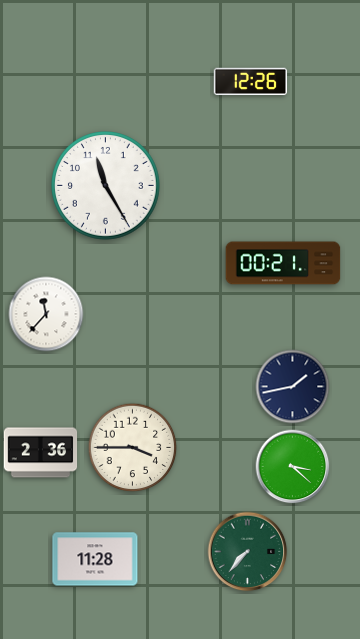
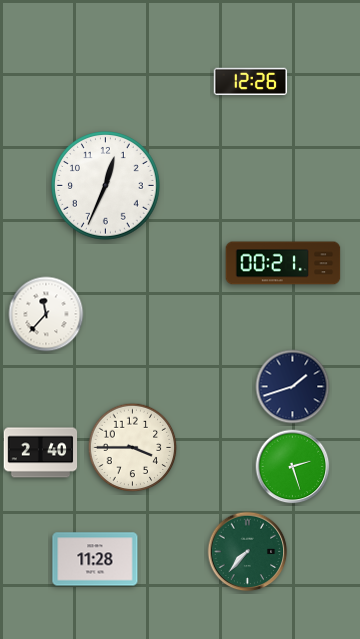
clock at (106, 186): 11:25 -> 12:34
clock at (293, 387): 1:43 -> 1:42
clock at (41, 453): 2:36 -> 2:40
clock at (293, 467): 3:22 -> 2:27
